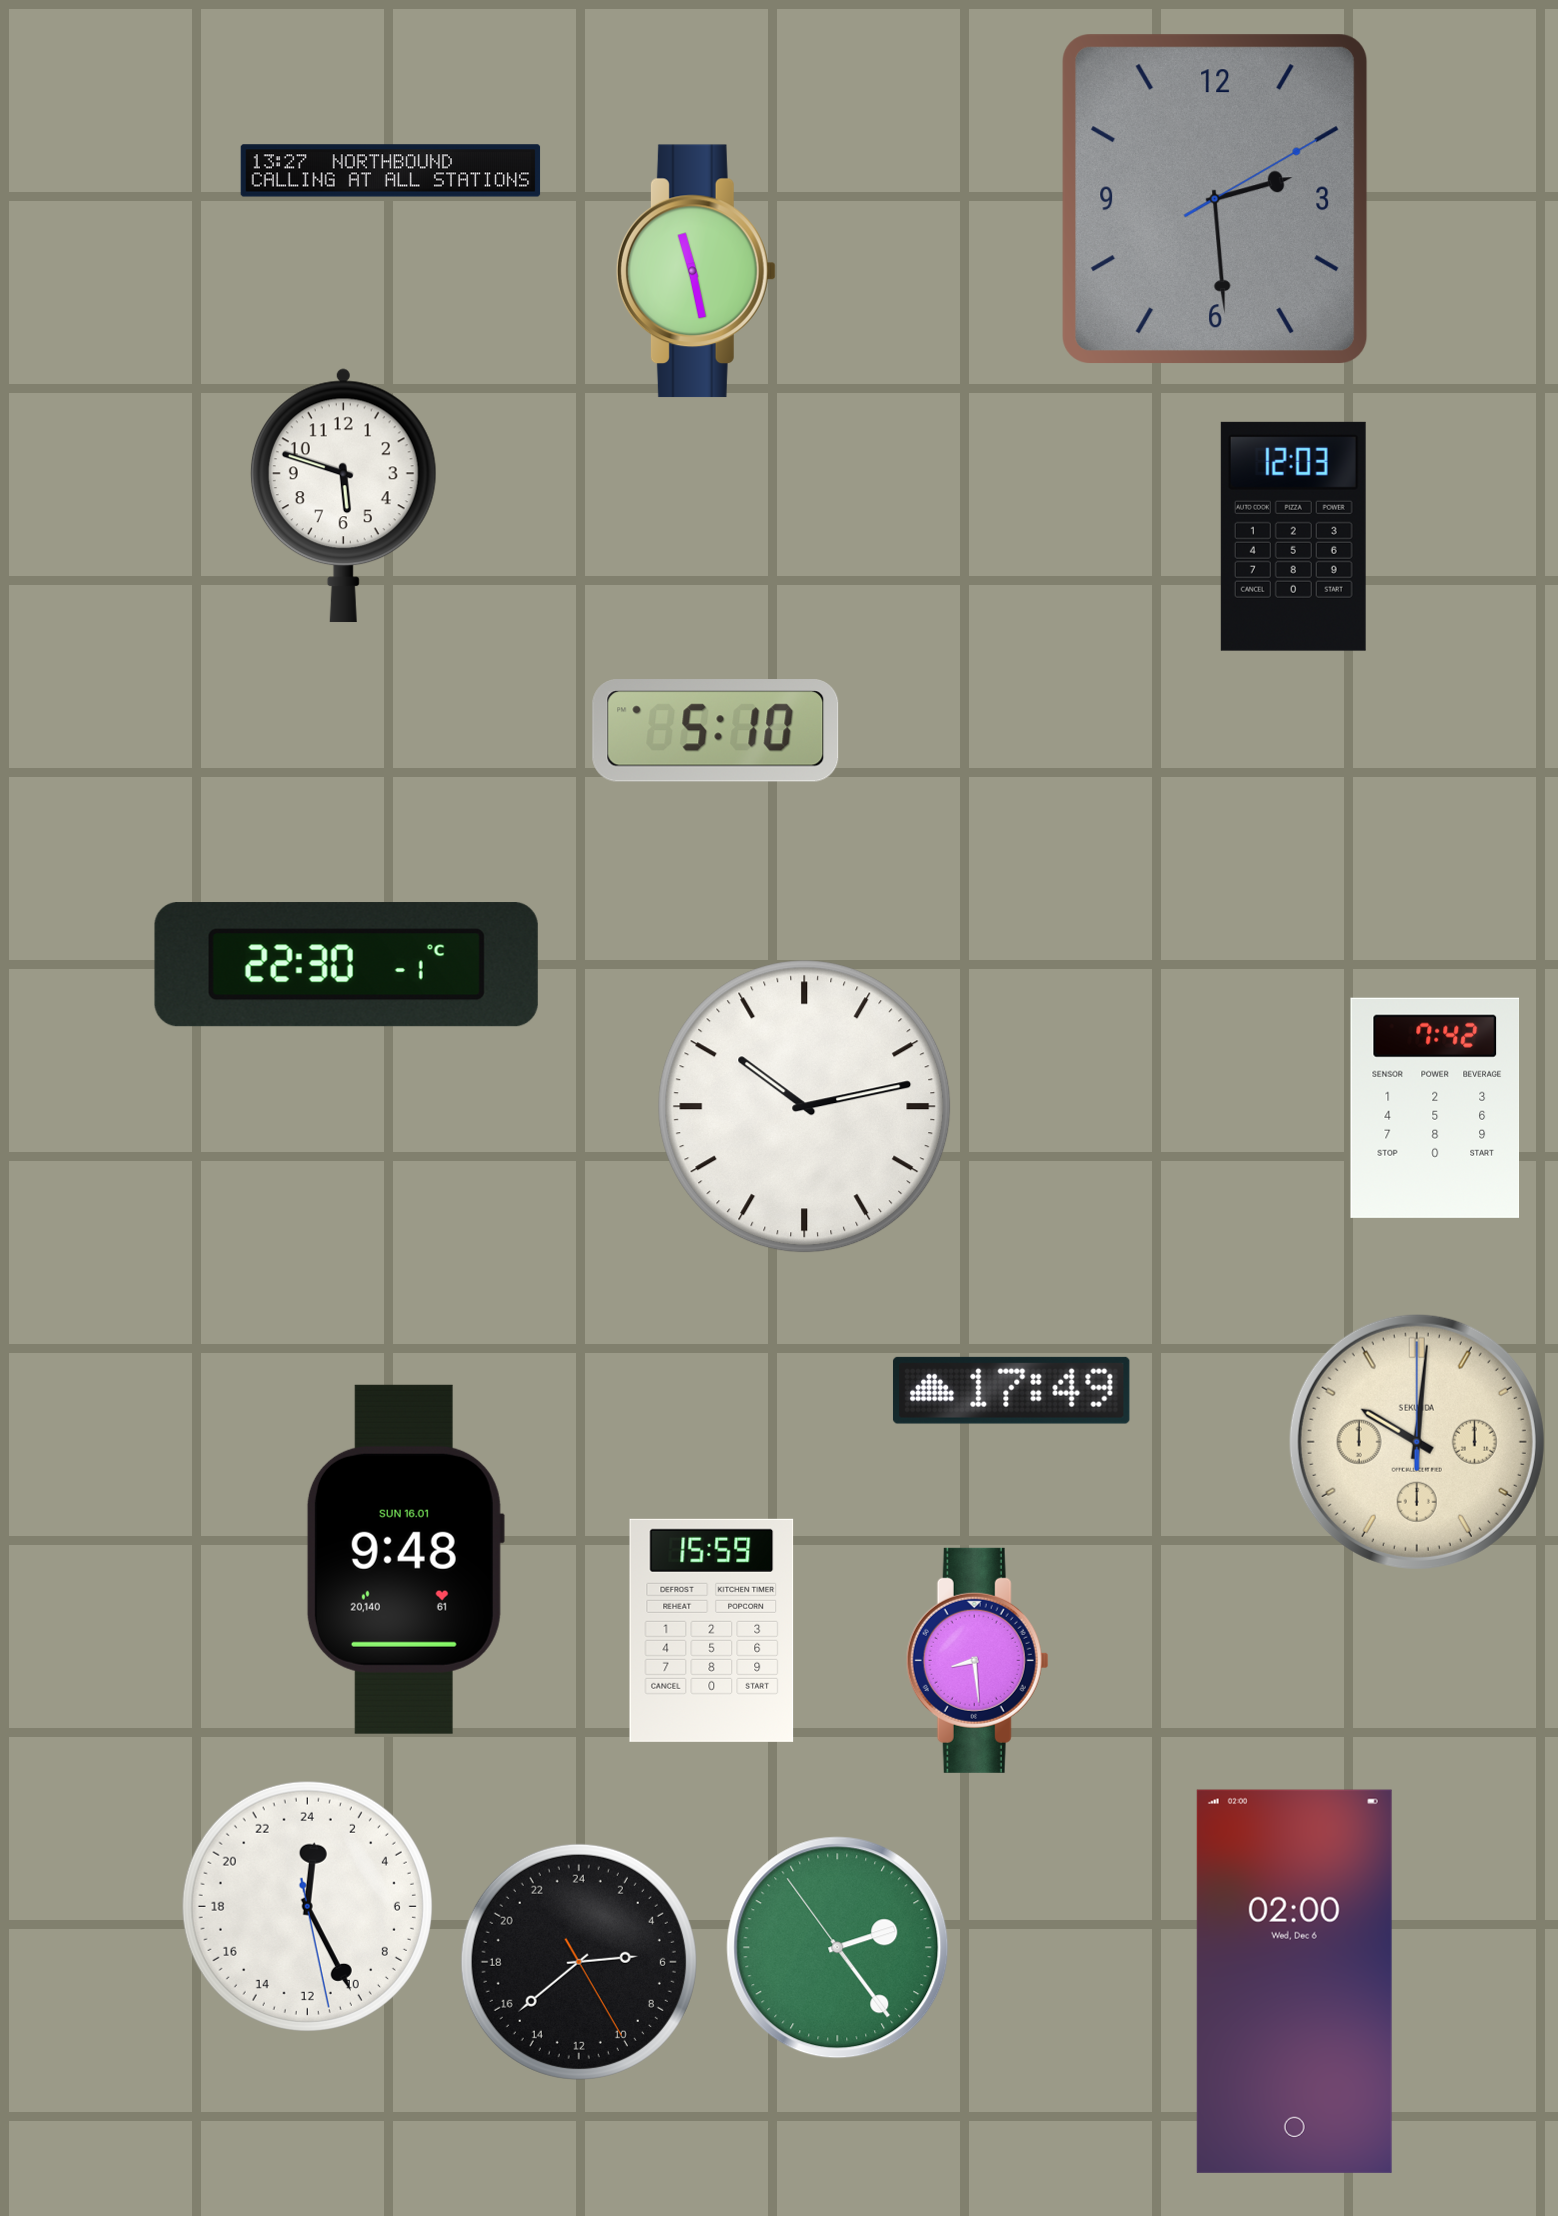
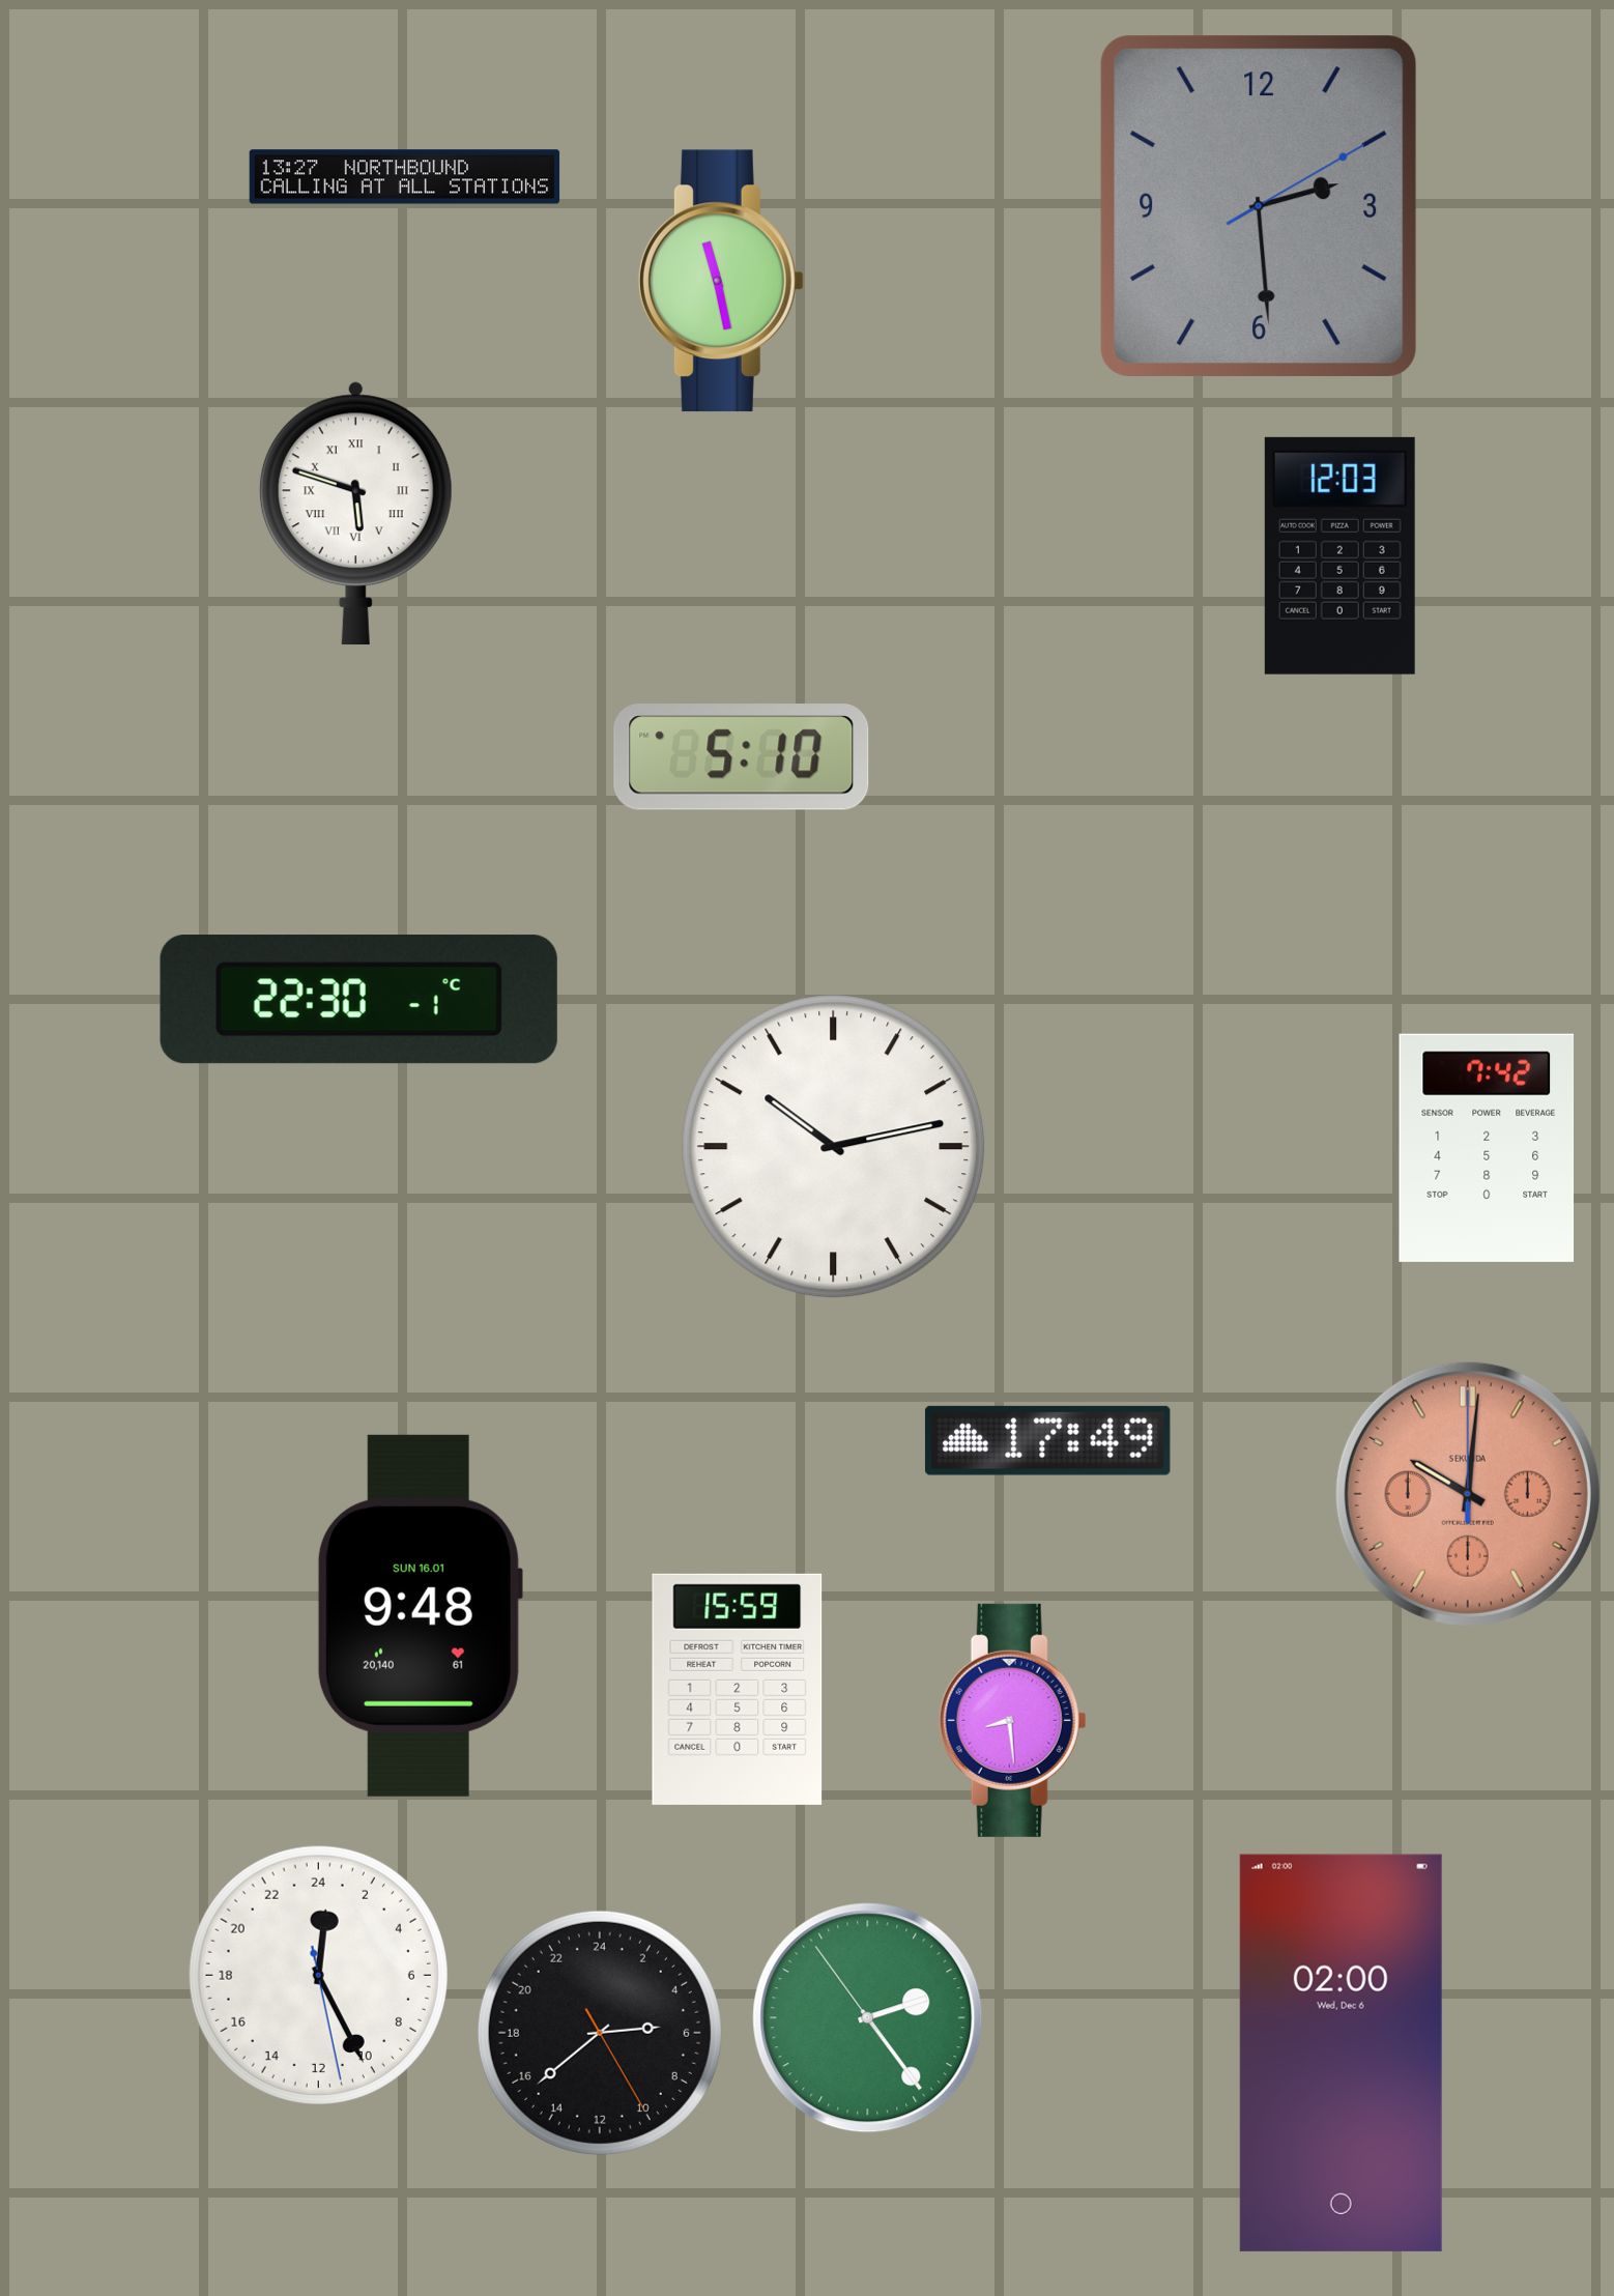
clock at (343, 496) numerals: Arabic -> Roman
clock at (1417, 1442) dial: cream -> salmon
